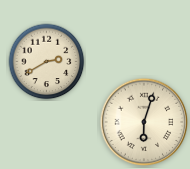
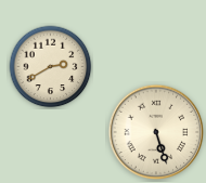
clock at (144, 122): 6:03 -> 5:27
